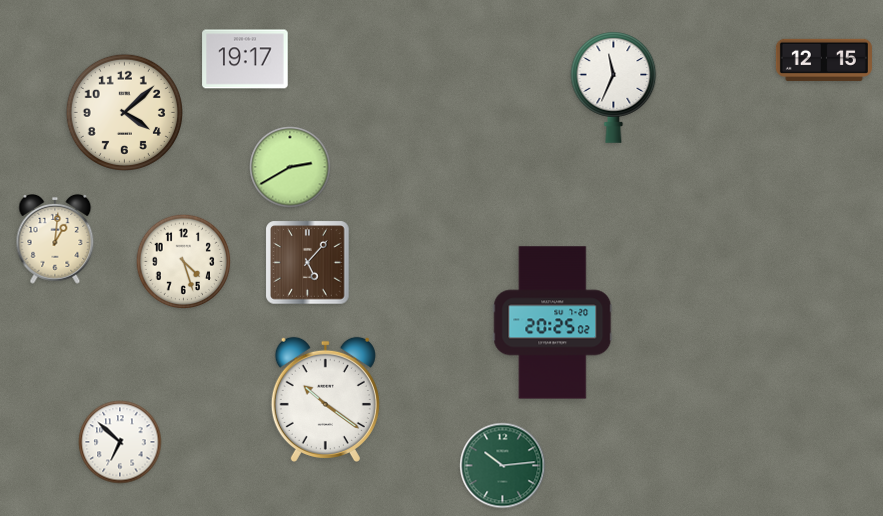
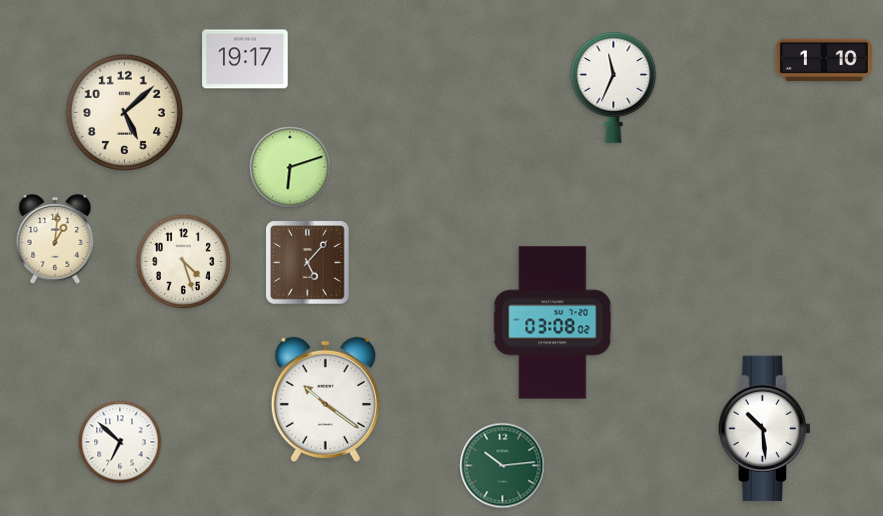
clock at (824, 60): 12:15 -> 1:10
clock at (124, 112): 4:08 -> 5:08
clock at (290, 167): 2:40 -> 6:12
clock at (553, 323): 20:25 -> 03:08
clock at (764, 429): none -> 10:29
